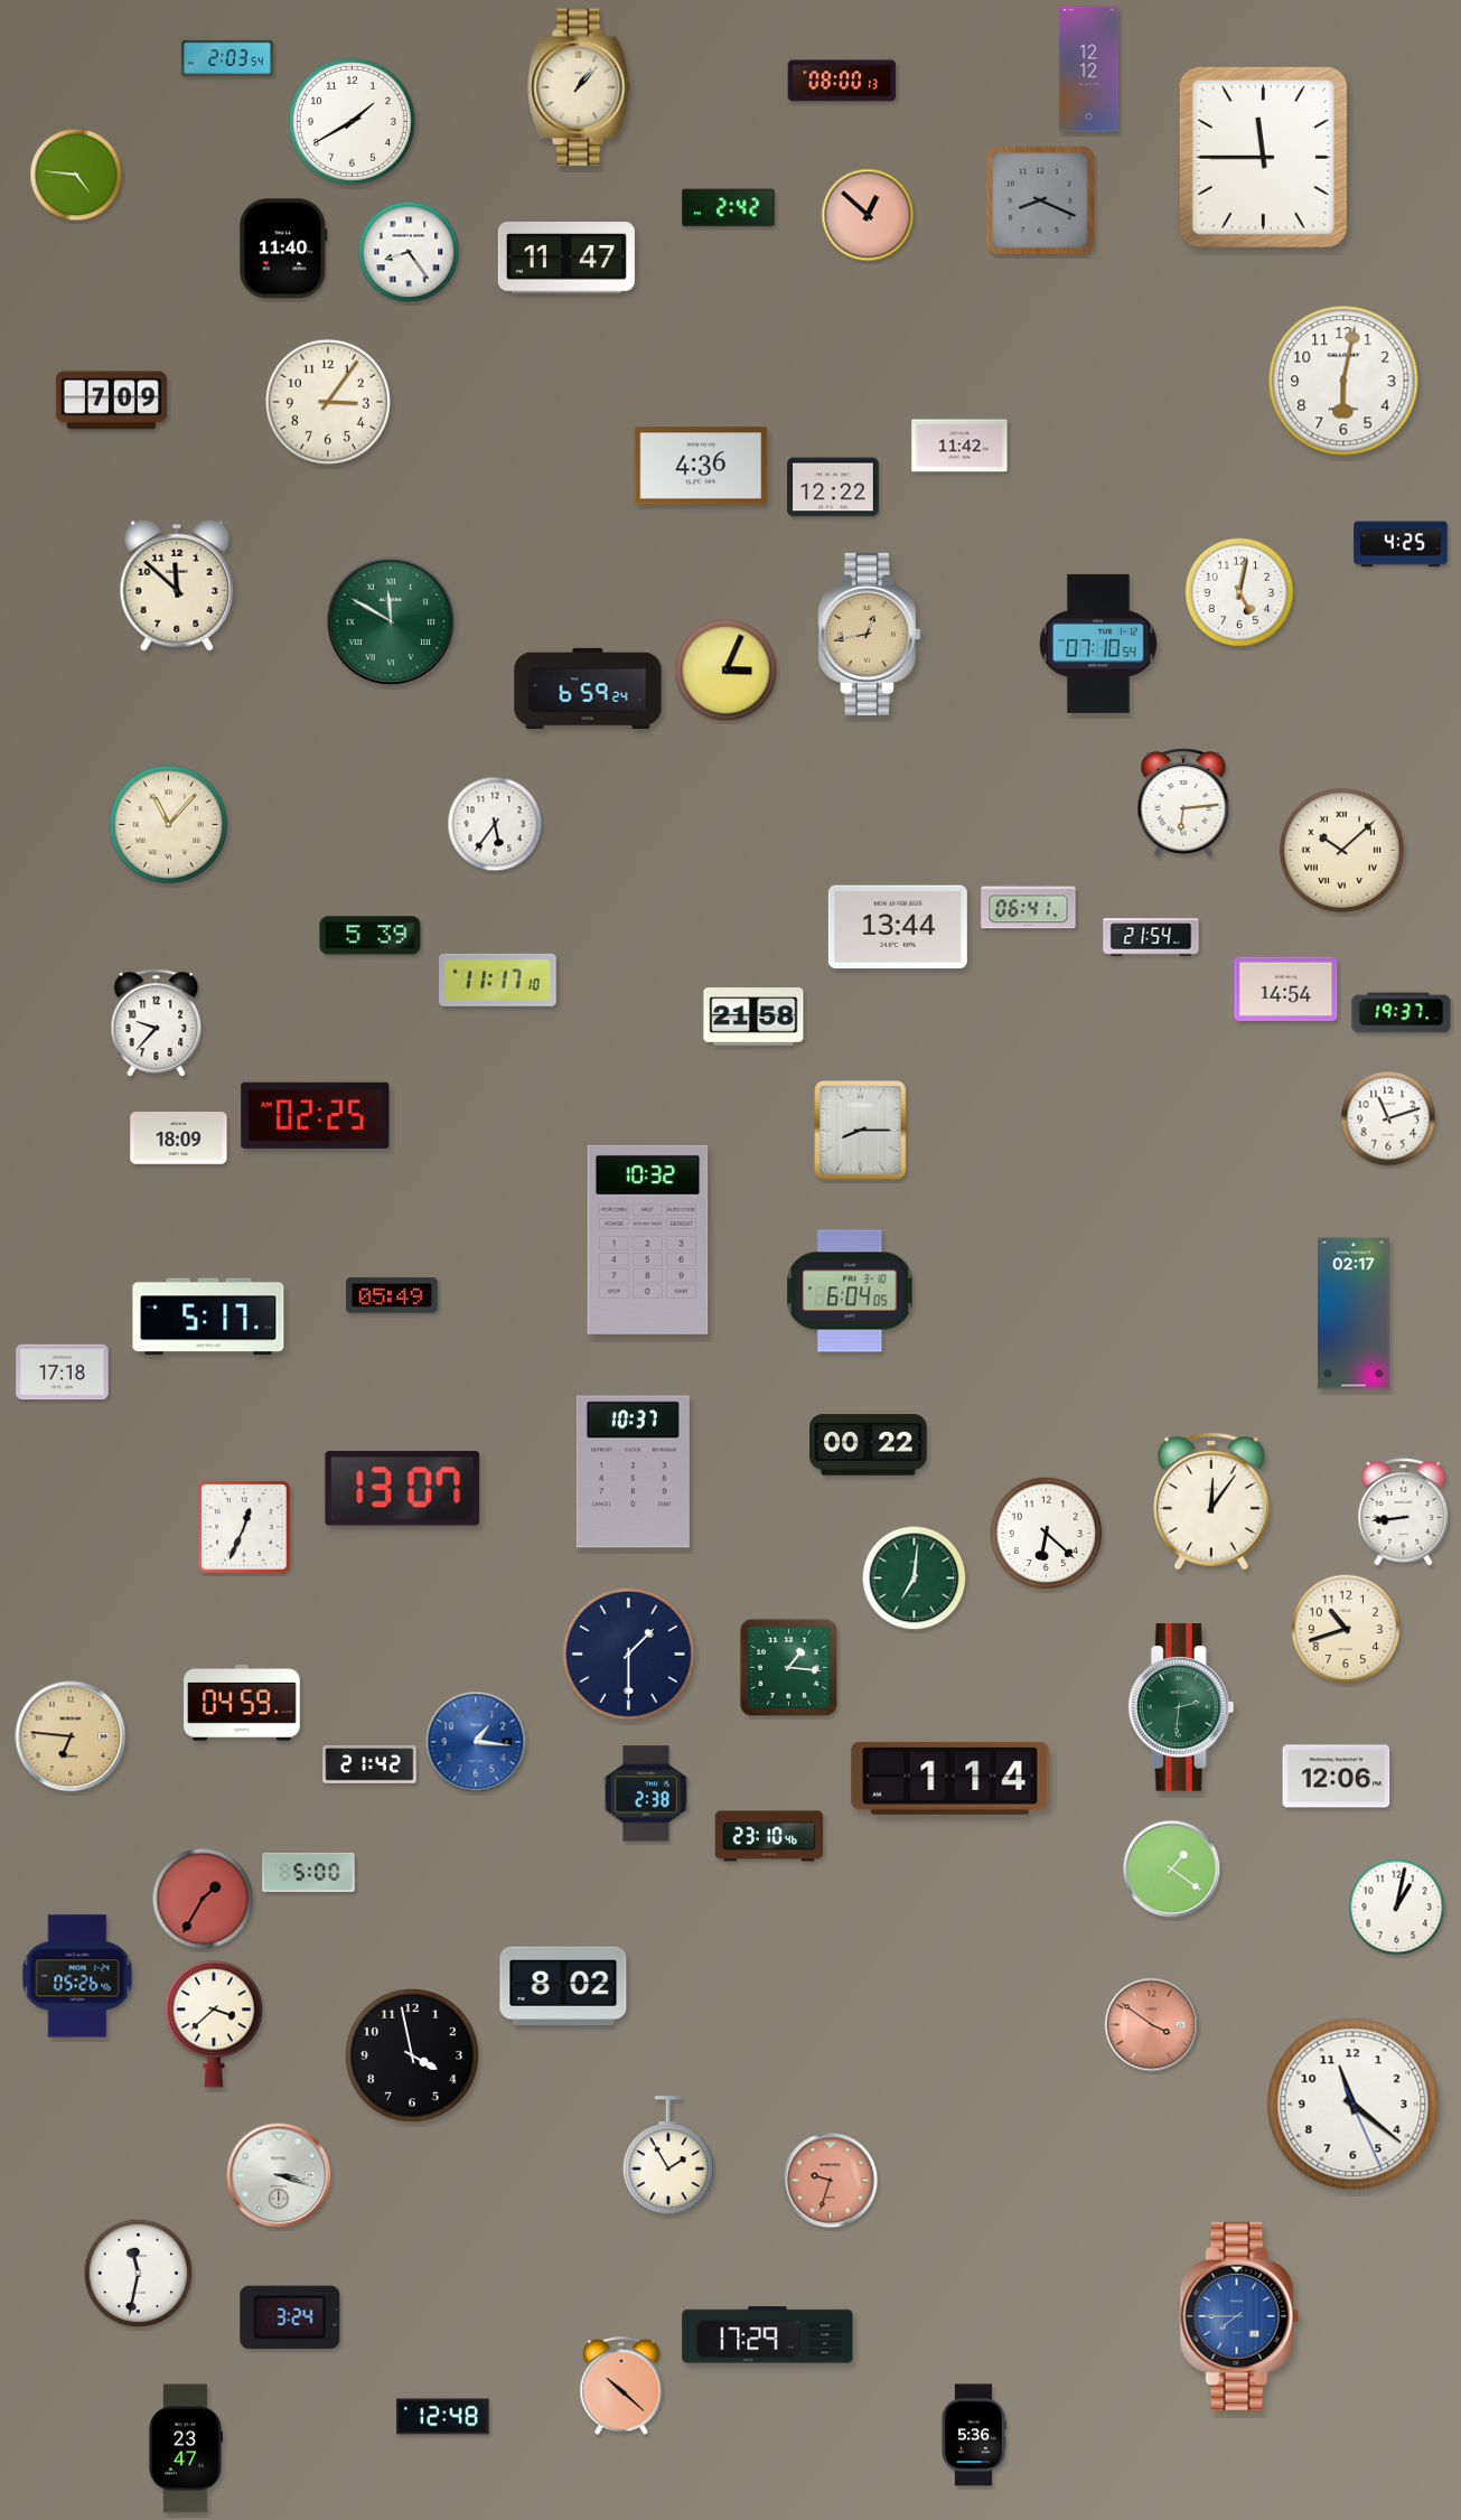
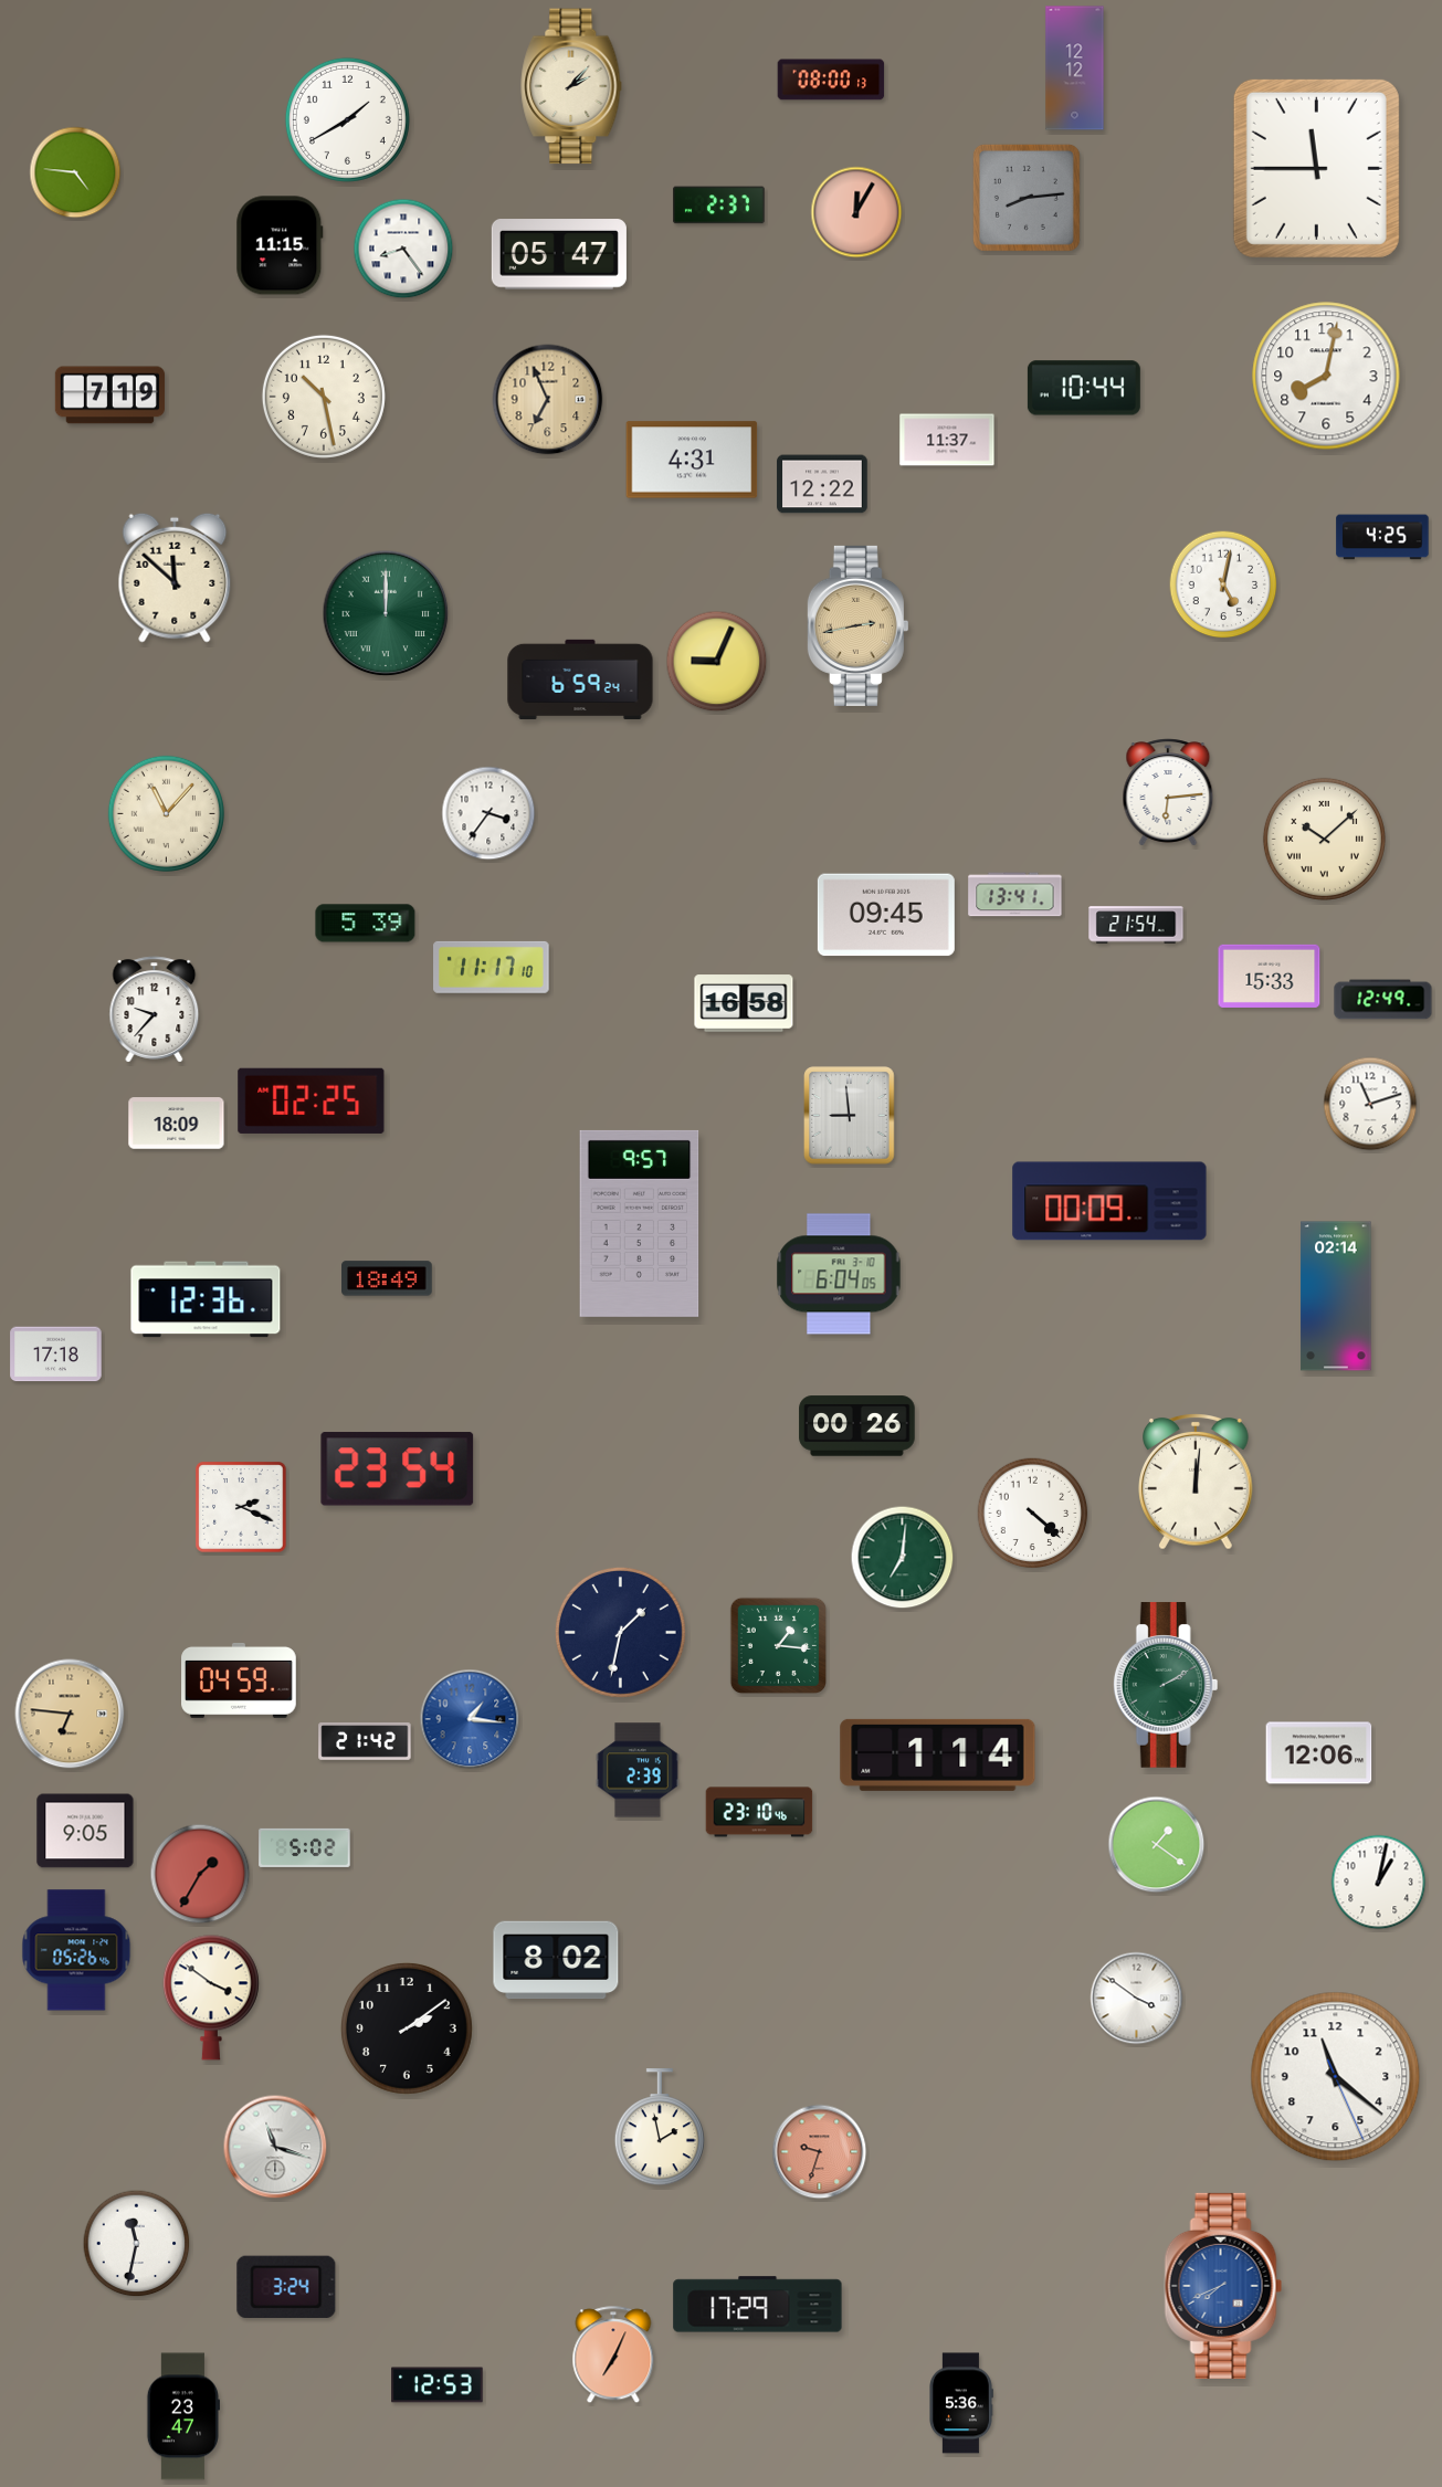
clock at (227, 58): 2:03 -> none
clock at (579, 87): 1:07 -> 2:07
clock at (1263, 157) position: (1263, 157) -> (1316, 168)
clock at (1040, 200): 8:19 -> 8:14
clock at (729, 208): 2:42 -> 2:37
clock at (868, 215): 12:52 -> 12:05
clock at (283, 249): 11:40 -> 11:15
clock at (566, 257): 11:47 -> 05:47
clock at (1343, 381): 6:02 -> 8:02
clock at (1084, 388): none -> 10:44
clock at (111, 401): 7:09 -> 7:19
clock at (328, 402): 3:06 -> 10:28
clock at (548, 400): none -> 6:56
clock at (959, 446): 11:42 -> 11:37
clock at (701, 466): 4:36 -> 4:31
clock at (833, 487) position: (833, 487) -> (822, 484)
clock at (391, 621): 11:50 -> 12:00
clock at (869, 634): 12:43 -> 2:43
clock at (1098, 644): 07:10 -> none
clock at (727, 671): 3:04 -> 9:04
clock at (495, 824): 5:36 -> 3:36
clock at (1029, 907): 06:41 -> 13:41
clock at (898, 927): 13:44 -> 09:45
clock at (1286, 989): 14:54 -> 15:33
clock at (1402, 1013): 19:37 -> 12:49
clock at (753, 1017): 21:58 -> 16:58
clock at (861, 1131): 8:15 -> 8:59
clock at (1109, 1201): none -> 00:09
clock at (648, 1239): 10:32 -> 9:57
clock at (392, 1295): 05:49 -> 18:49
clock at (1354, 1313): 02:17 -> 02:14
clock at (208, 1317): 5:17 -> 12:36
clock at (63, 1373) position: (63, 1373) -> (56, 1355)
clock at (869, 1445): 00:22 -> 00:26
clock at (633, 1472): 10:37 -> none
clock at (403, 1489): 13:07 -> 23:54
clock at (1212, 1502): 12:06 -> 12:01
clock at (1404, 1512): 8:44 -> none
clock at (244, 1527): 12:34 -> 2:19
clock at (1047, 1534): 6:22 -> 4:22
clock at (1346, 1629): 10:42 -> none
clock at (628, 1654): 1:30 -> 1:32
clock at (1181, 1707): 2:31 -> 2:10
clock at (646, 1793): 2:38 -> 2:39
clock at (85, 1831): none -> 9:05
clock at (309, 1872): 5:00 -> 5:02
clock at (214, 2024): 3:38 -> 3:51
clock at (1152, 2025) dial: salmon -> white
clock at (412, 2055): 3:58 -> 2:09
clock at (668, 2156): 1:55 -> 1:58
clock at (279, 2175): 3:18 -> 11:18
clock at (1239, 2316): 7:45 -> 7:41
clock at (621, 2387): 10:22 -> 7:04
clock at (443, 2417): 12:48 -> 12:53
